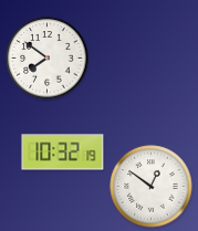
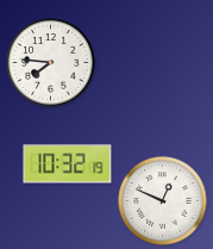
clock at (48, 59): 7:51 -> 7:46
clock at (152, 187): 12:51 -> 12:49
